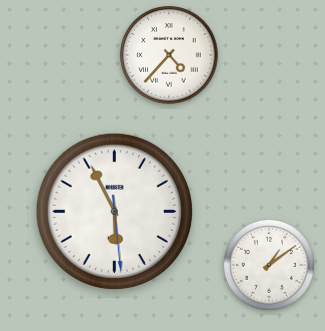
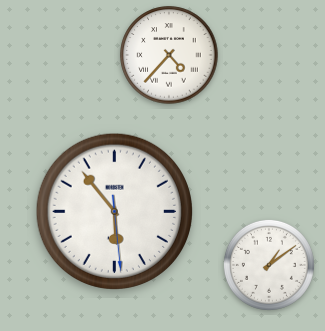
clock at (114, 211): 5:55 -> 5:53
